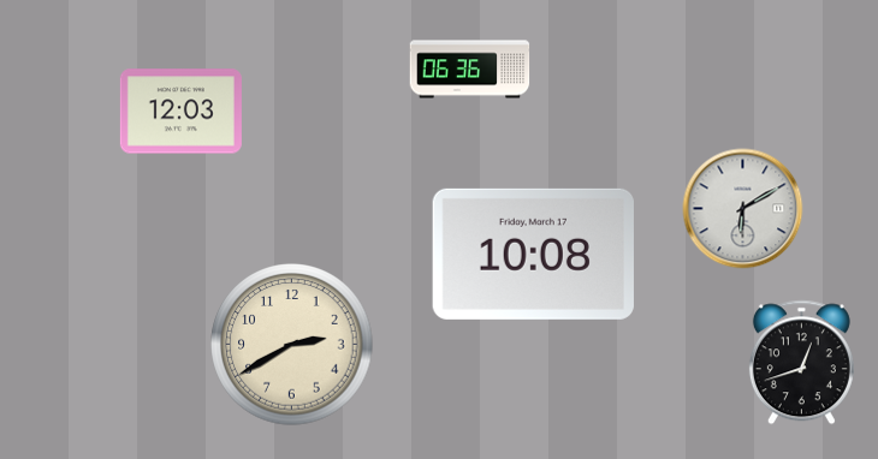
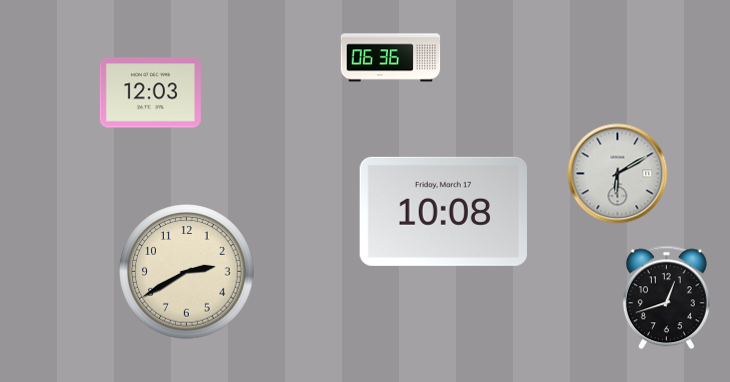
clock at (292, 345) position: (292, 345) -> (187, 272)
clock at (801, 363) position: (801, 363) -> (666, 298)
